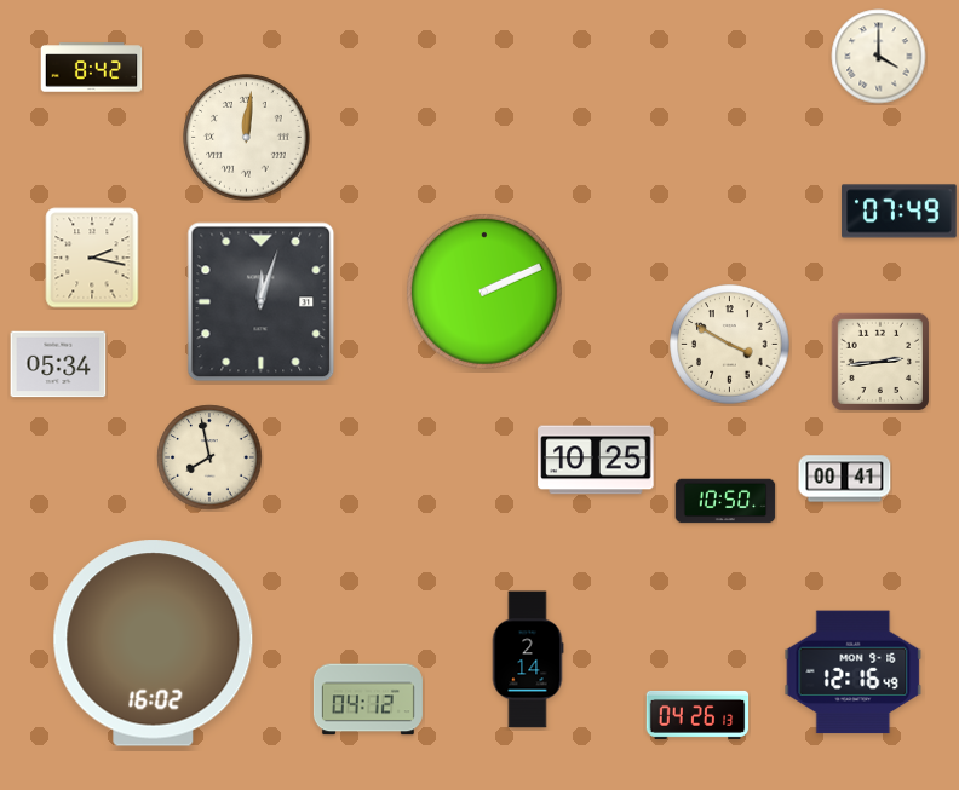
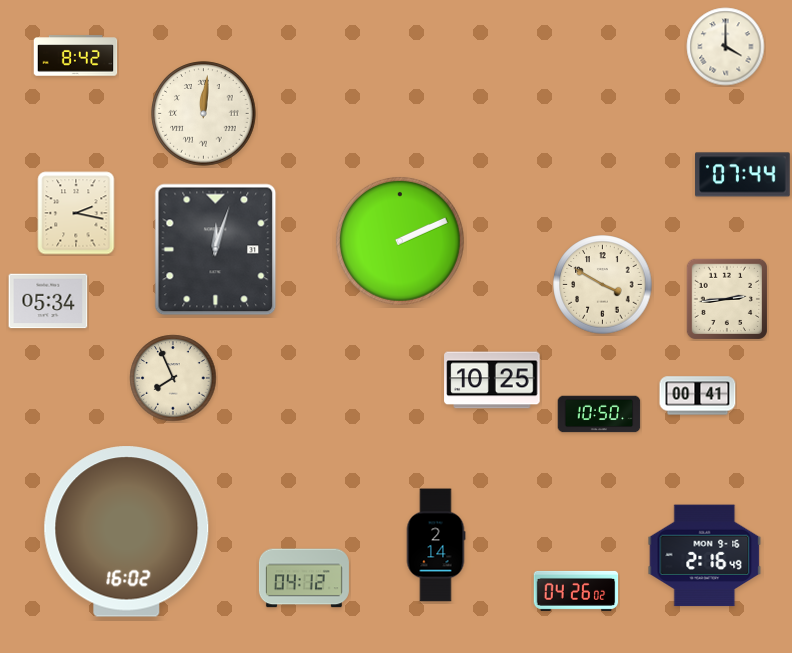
clock at (900, 212): 07:49 -> 07:44
clock at (209, 457): 7:58 -> 7:56
clock at (854, 673): 12:16 -> 2:16
clock at (697, 715): 04:26:13 -> 04:26:02
